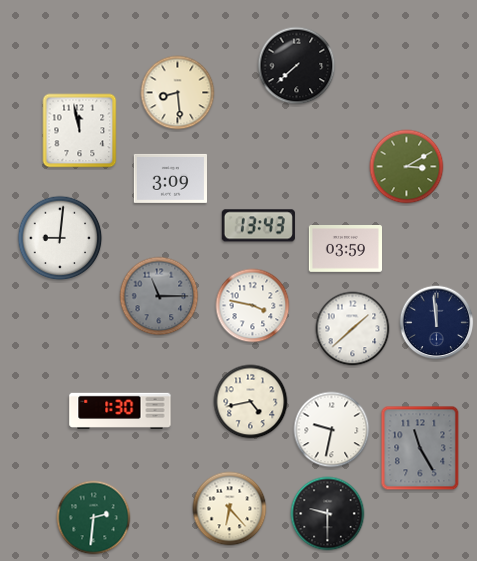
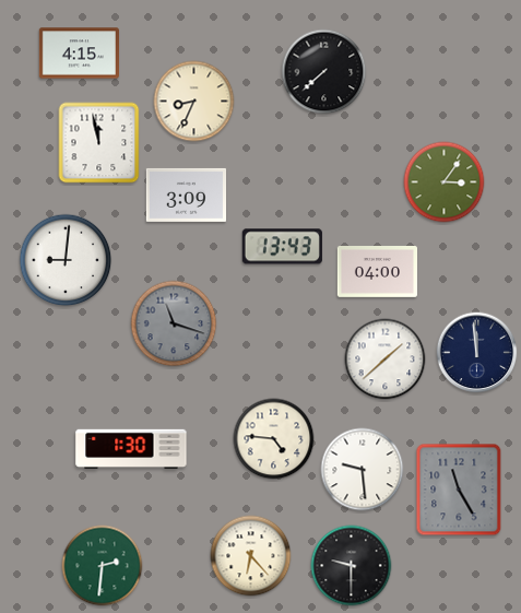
clock at (79, 54): none -> 4:15
clock at (178, 93): 8:29 -> 8:34
clock at (80, 131) position: (80, 131) -> (99, 143)
clock at (407, 167): 3:10 -> 3:06
clock at (345, 249): 03:59 -> 04:00
clock at (159, 296): 11:15 -> 11:18
clock at (253, 306): 3:47 -> none
clock at (251, 402): 4:43 -> 4:46
clock at (332, 430): 9:32 -> 9:29
clock at (328, 514) position: (328, 514) -> (352, 566)
